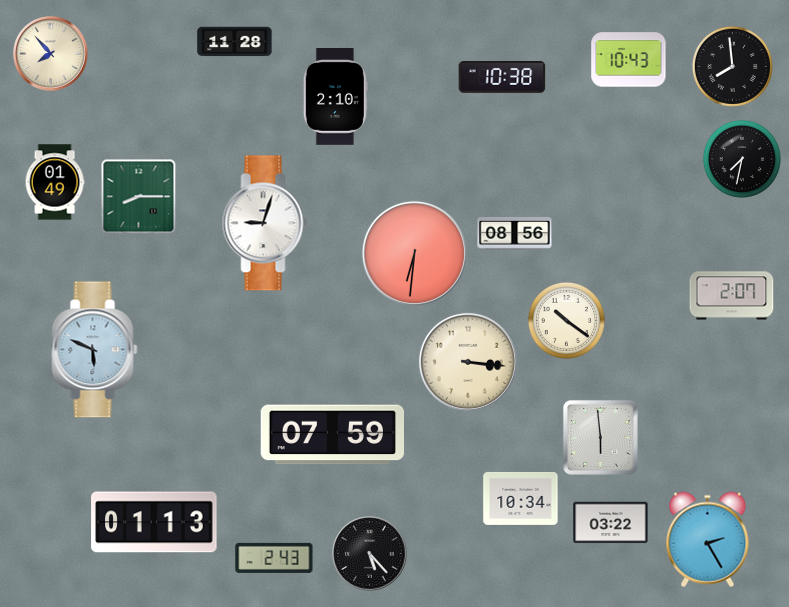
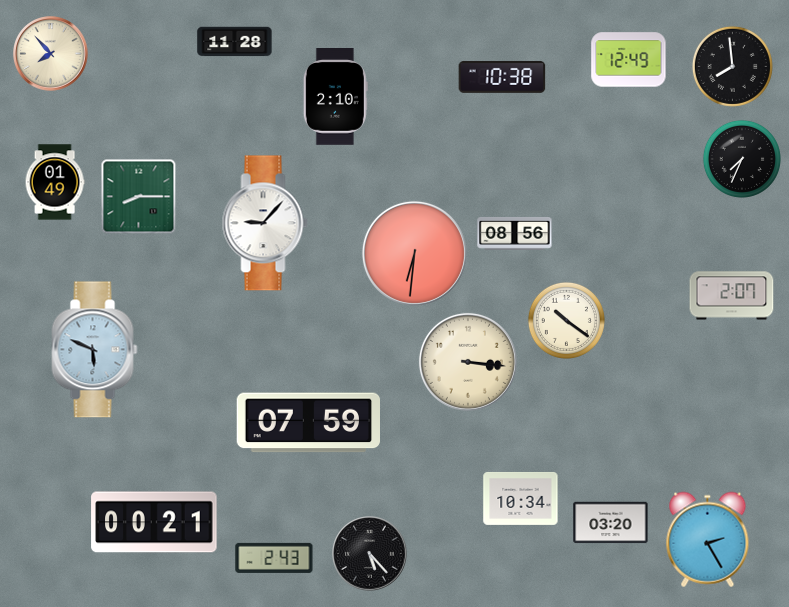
clock at (629, 60): 10:43 -> 12:49
clock at (742, 159): 7:32 -> 7:34
clock at (265, 223): 9:03 -> 9:07
clock at (333, 435) position: (333, 435) -> (309, 423)
clock at (600, 437): 5:59 -> none
clock at (154, 522): 01:13 -> 00:21
clock at (611, 523): 03:22 -> 03:20
